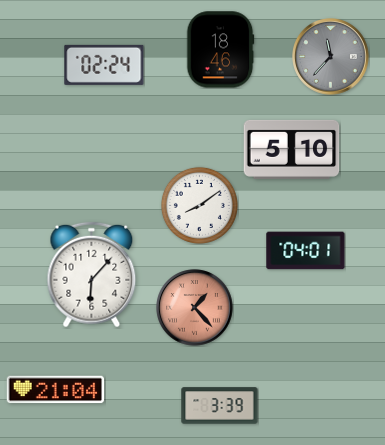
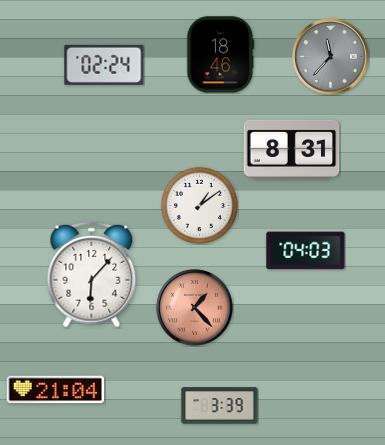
clock at (220, 50) position: (220, 50) -> (220, 55)
clock at (292, 149): 5:10 -> 8:31
clock at (199, 205): 8:09 -> 1:09
clock at (306, 251): 04:01 -> 04:03
